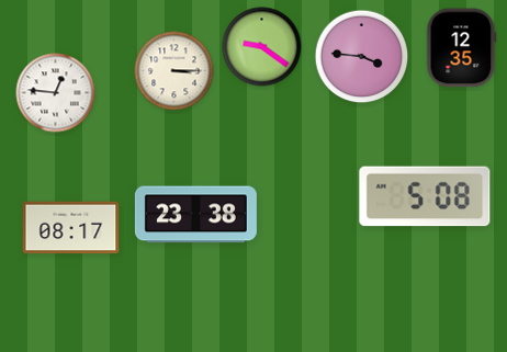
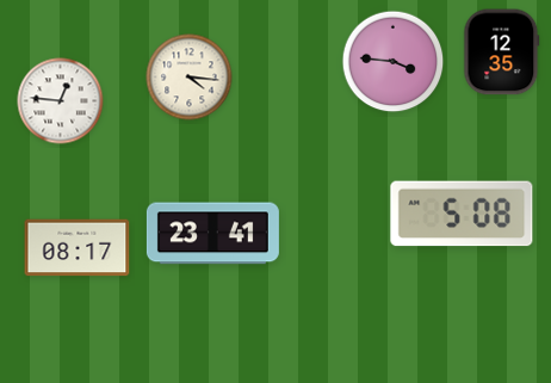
clock at (262, 47): 9:21 -> none
clock at (174, 71): 3:15 -> 4:16
clock at (195, 215): 23:38 -> 23:41
